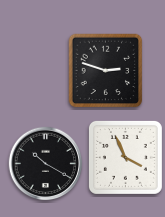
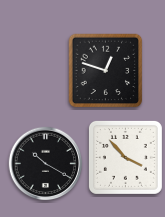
clock at (106, 71): 2:48 -> 12:48
clock at (125, 157): 3:56 -> 3:53
